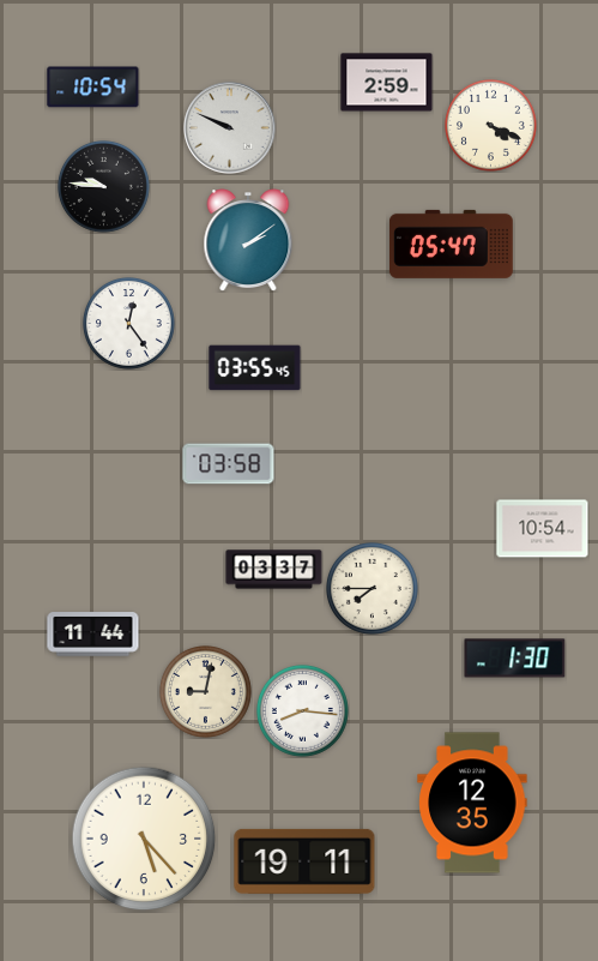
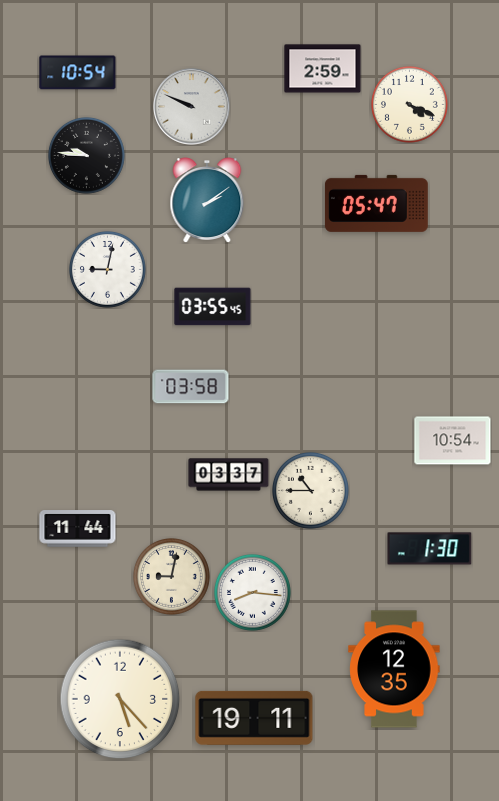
clock at (128, 323): 12:24 -> 9:02
clock at (372, 588): 7:45 -> 10:45
